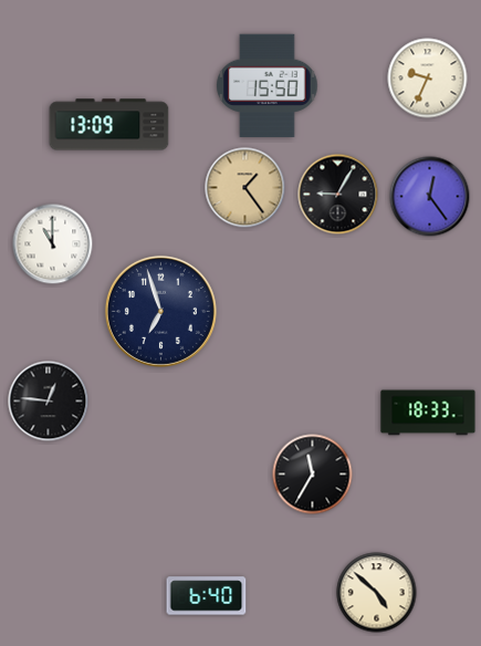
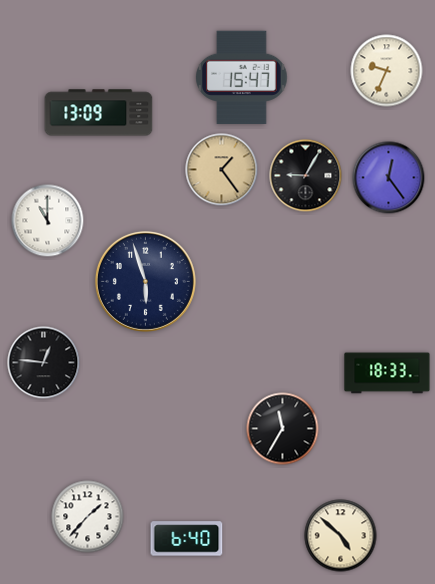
clock at (268, 85): 15:50 -> 15:47
clock at (160, 311): 6:57 -> 5:57
clock at (88, 517): none -> 1:37
